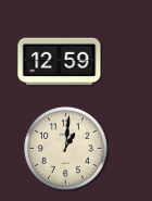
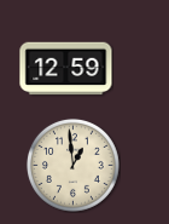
clock at (65, 148): 1:01 -> 12:59
